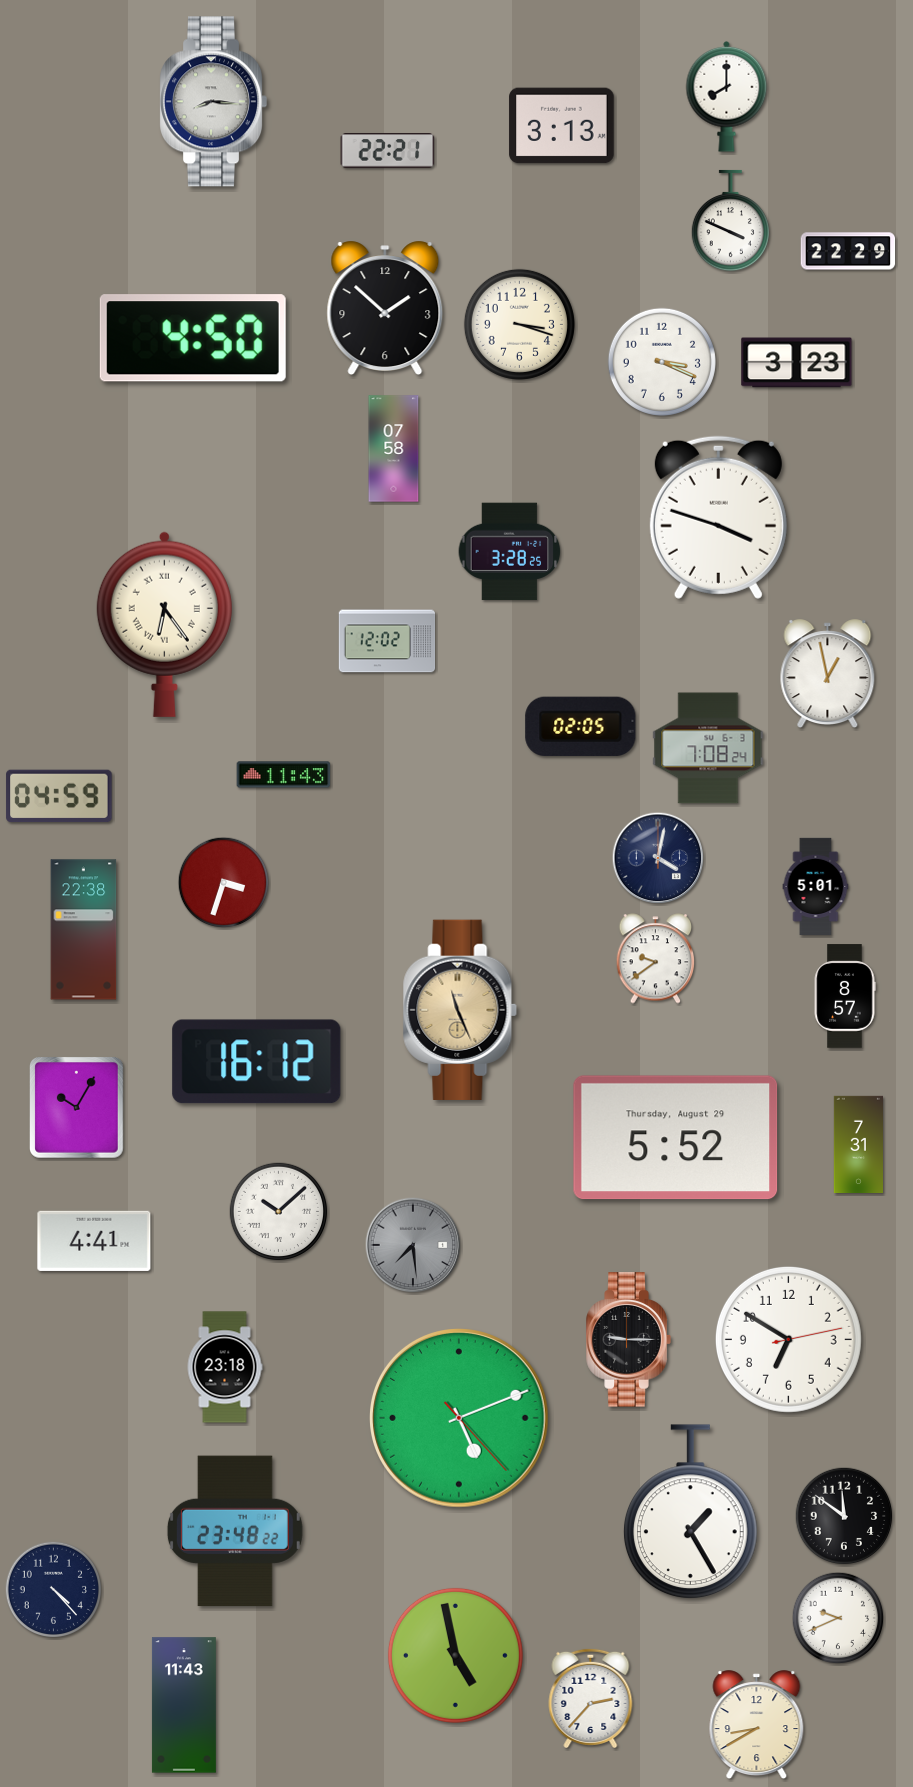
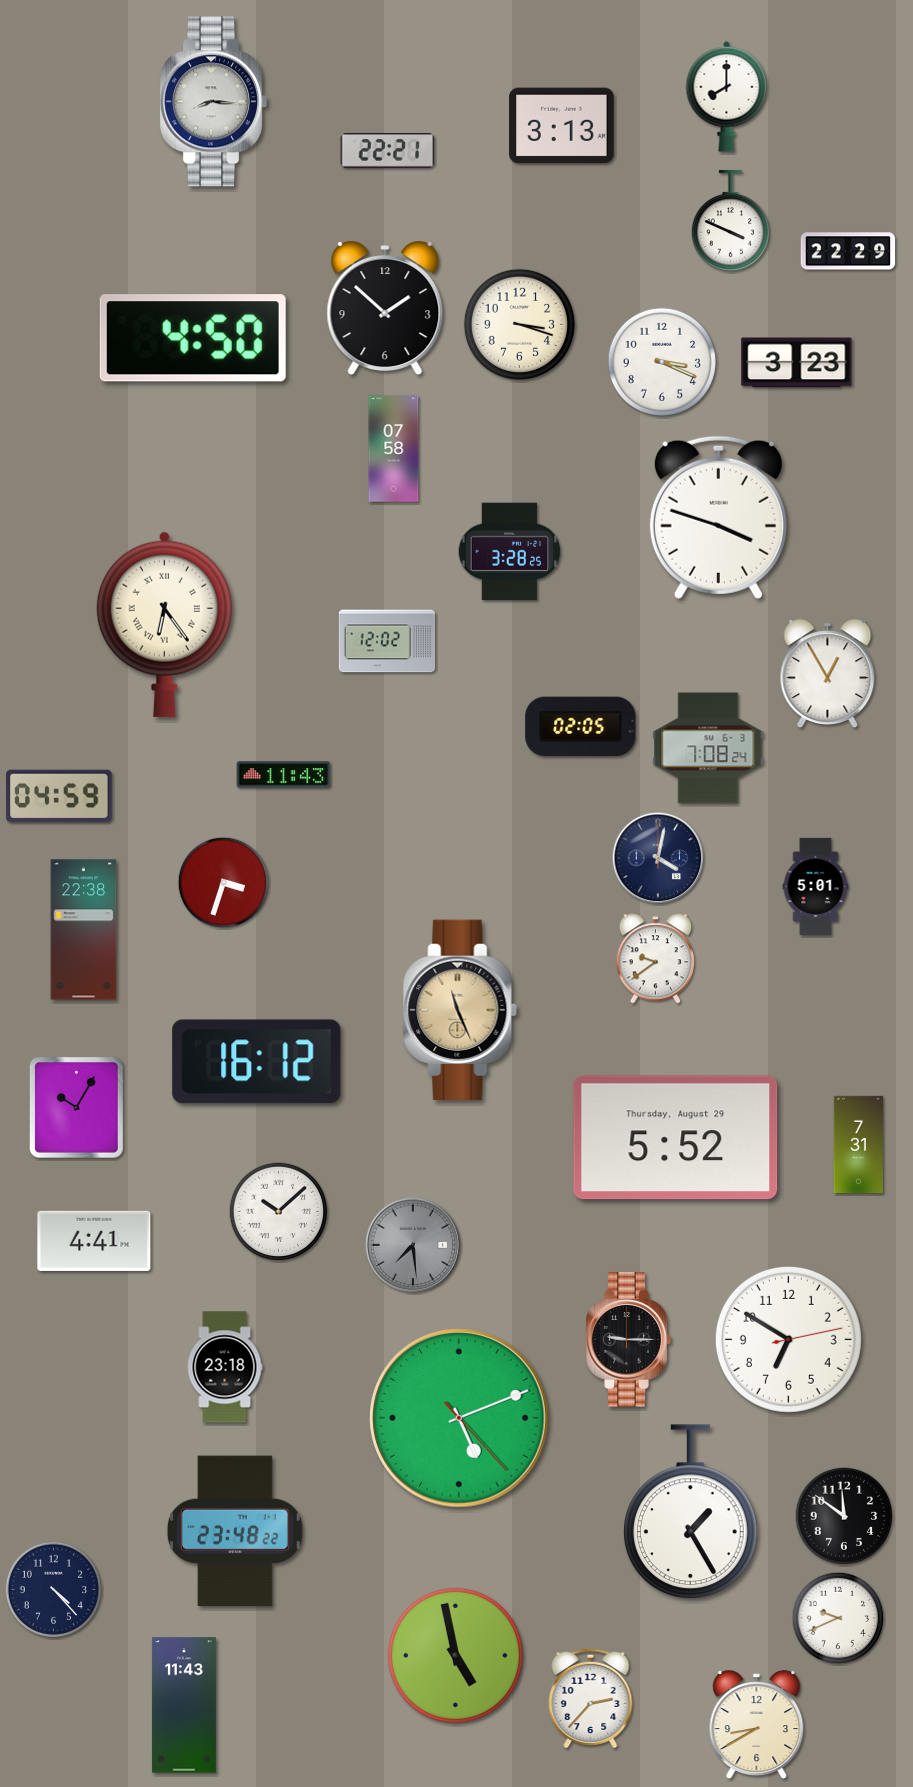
clock at (828, 674): 12:58 -> 12:55
clock at (845, 996): 8:57 -> none
